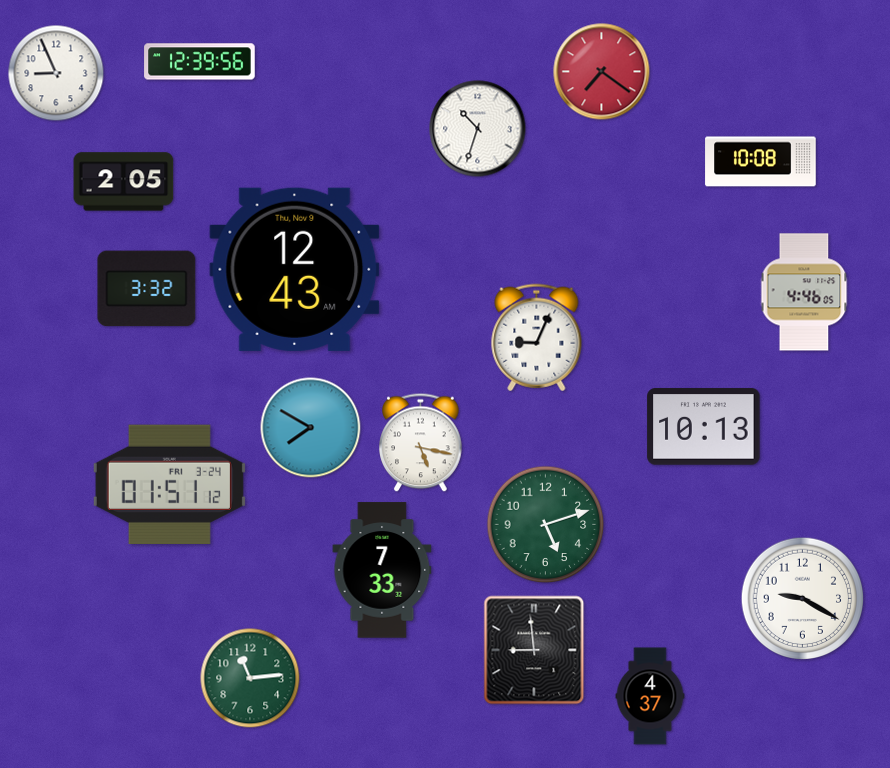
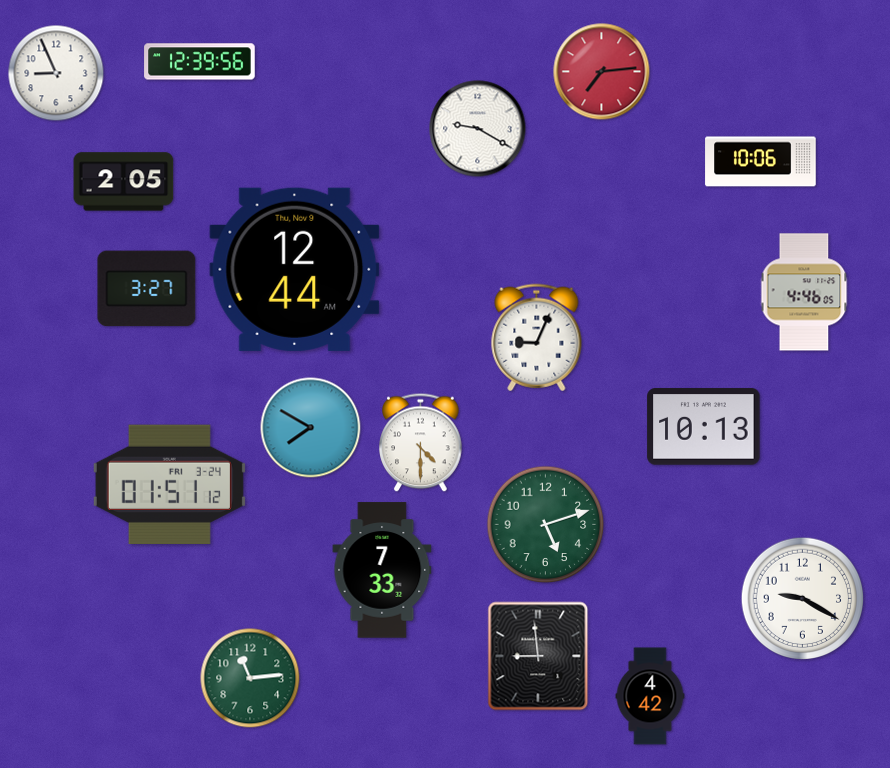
clock at (602, 72): 7:21 -> 7:14
clock at (478, 129): 10:33 -> 9:20
clock at (761, 162): 10:08 -> 10:06
clock at (295, 269): 12:43 -> 12:44
clock at (147, 289): 3:32 -> 3:27
clock at (421, 443): 5:17 -> 4:30
clock at (534, 650) position: (534, 650) -> (538, 656)
clock at (650, 696): 4:37 -> 4:42
